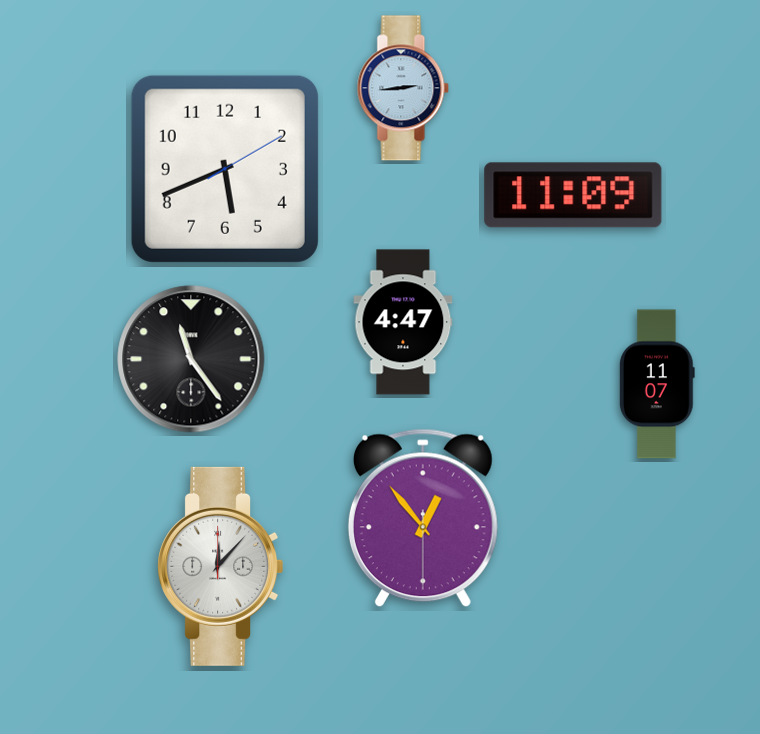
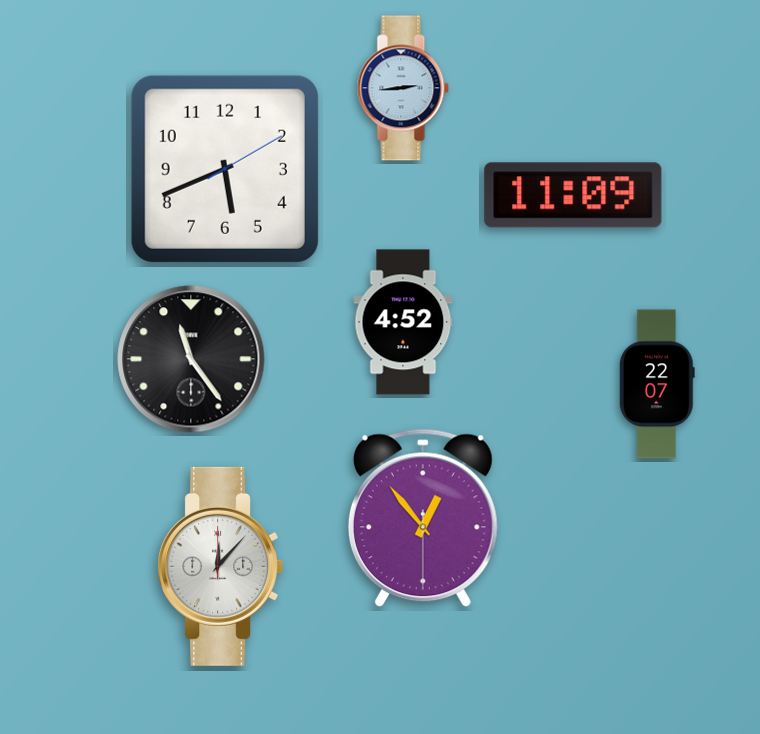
clock at (403, 322): 4:47 -> 4:52
clock at (657, 384): 11:07 -> 22:07
